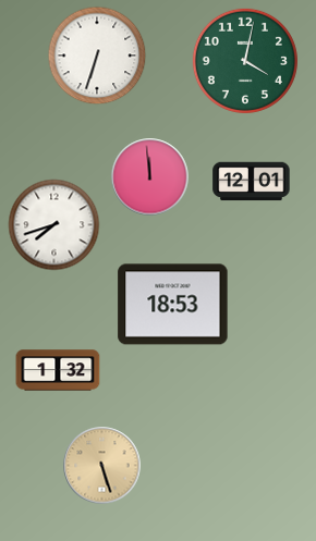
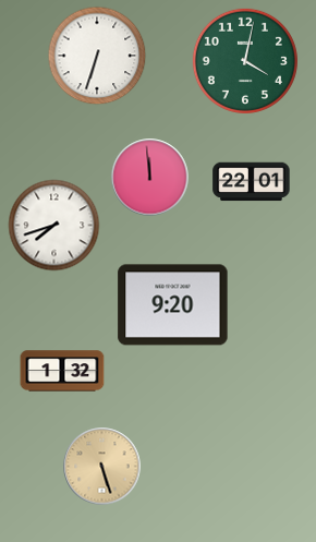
clock at (252, 182): 12:01 -> 22:01
clock at (173, 305): 18:53 -> 9:20
clock at (58, 370) position: (58, 370) -> (62, 371)
